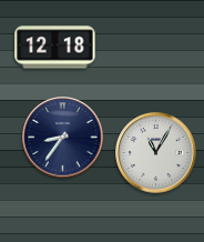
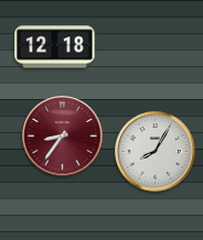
clock at (63, 138) dial: navy -> burgundy
clock at (156, 153): 11:05 -> 8:05
